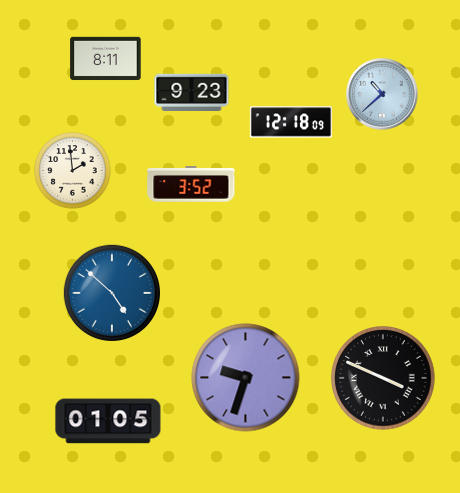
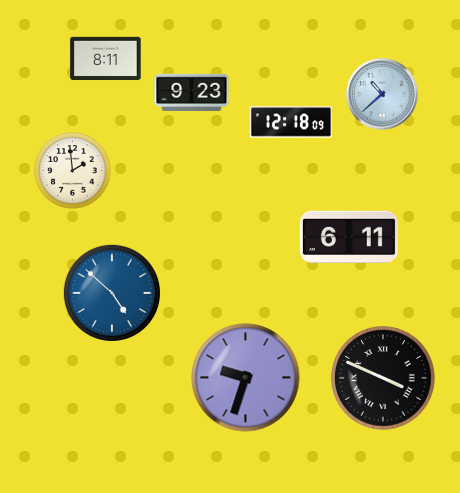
clock at (191, 184): 3:52 -> none
clock at (349, 236): none -> 6:11
clock at (108, 421): 01:05 -> none
